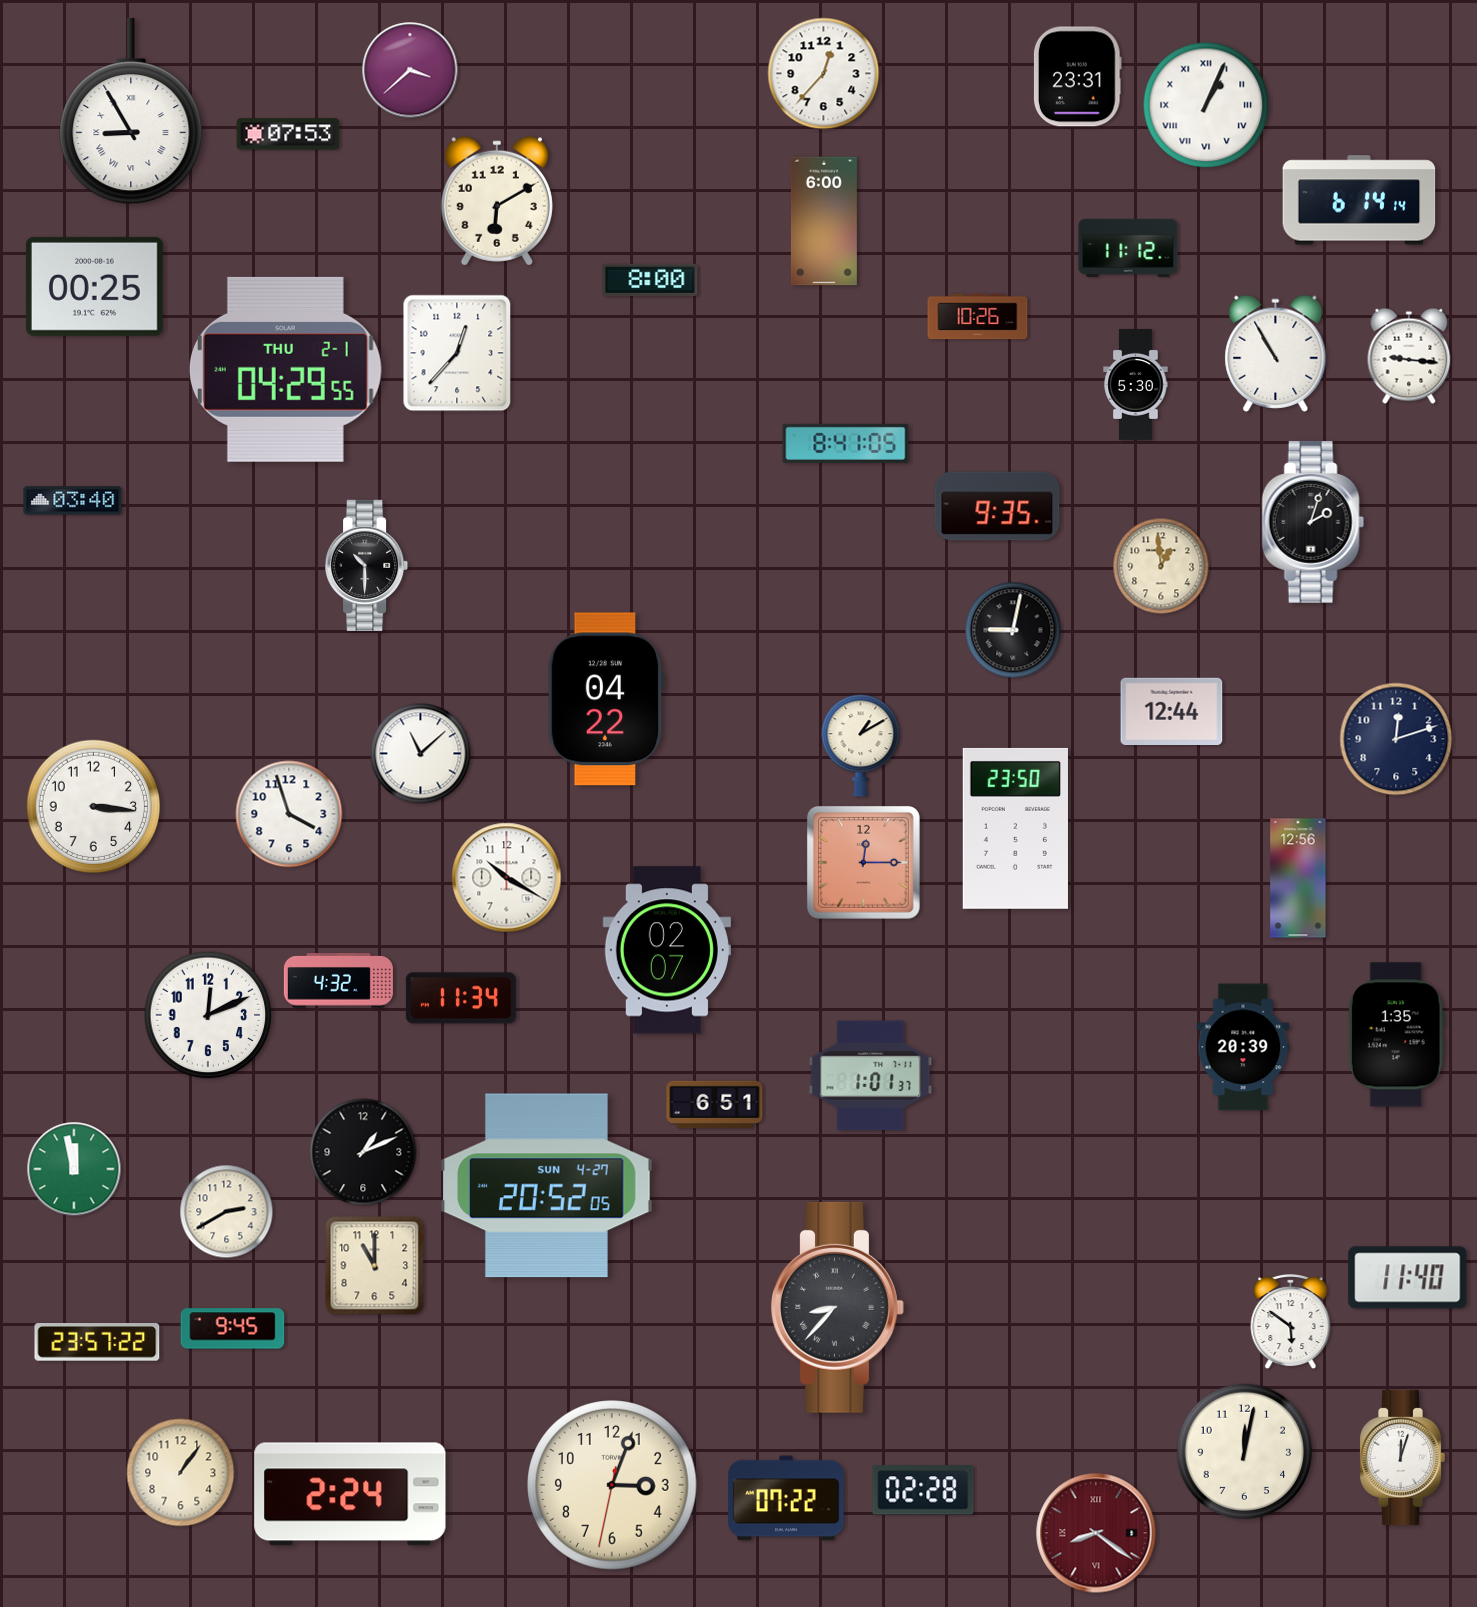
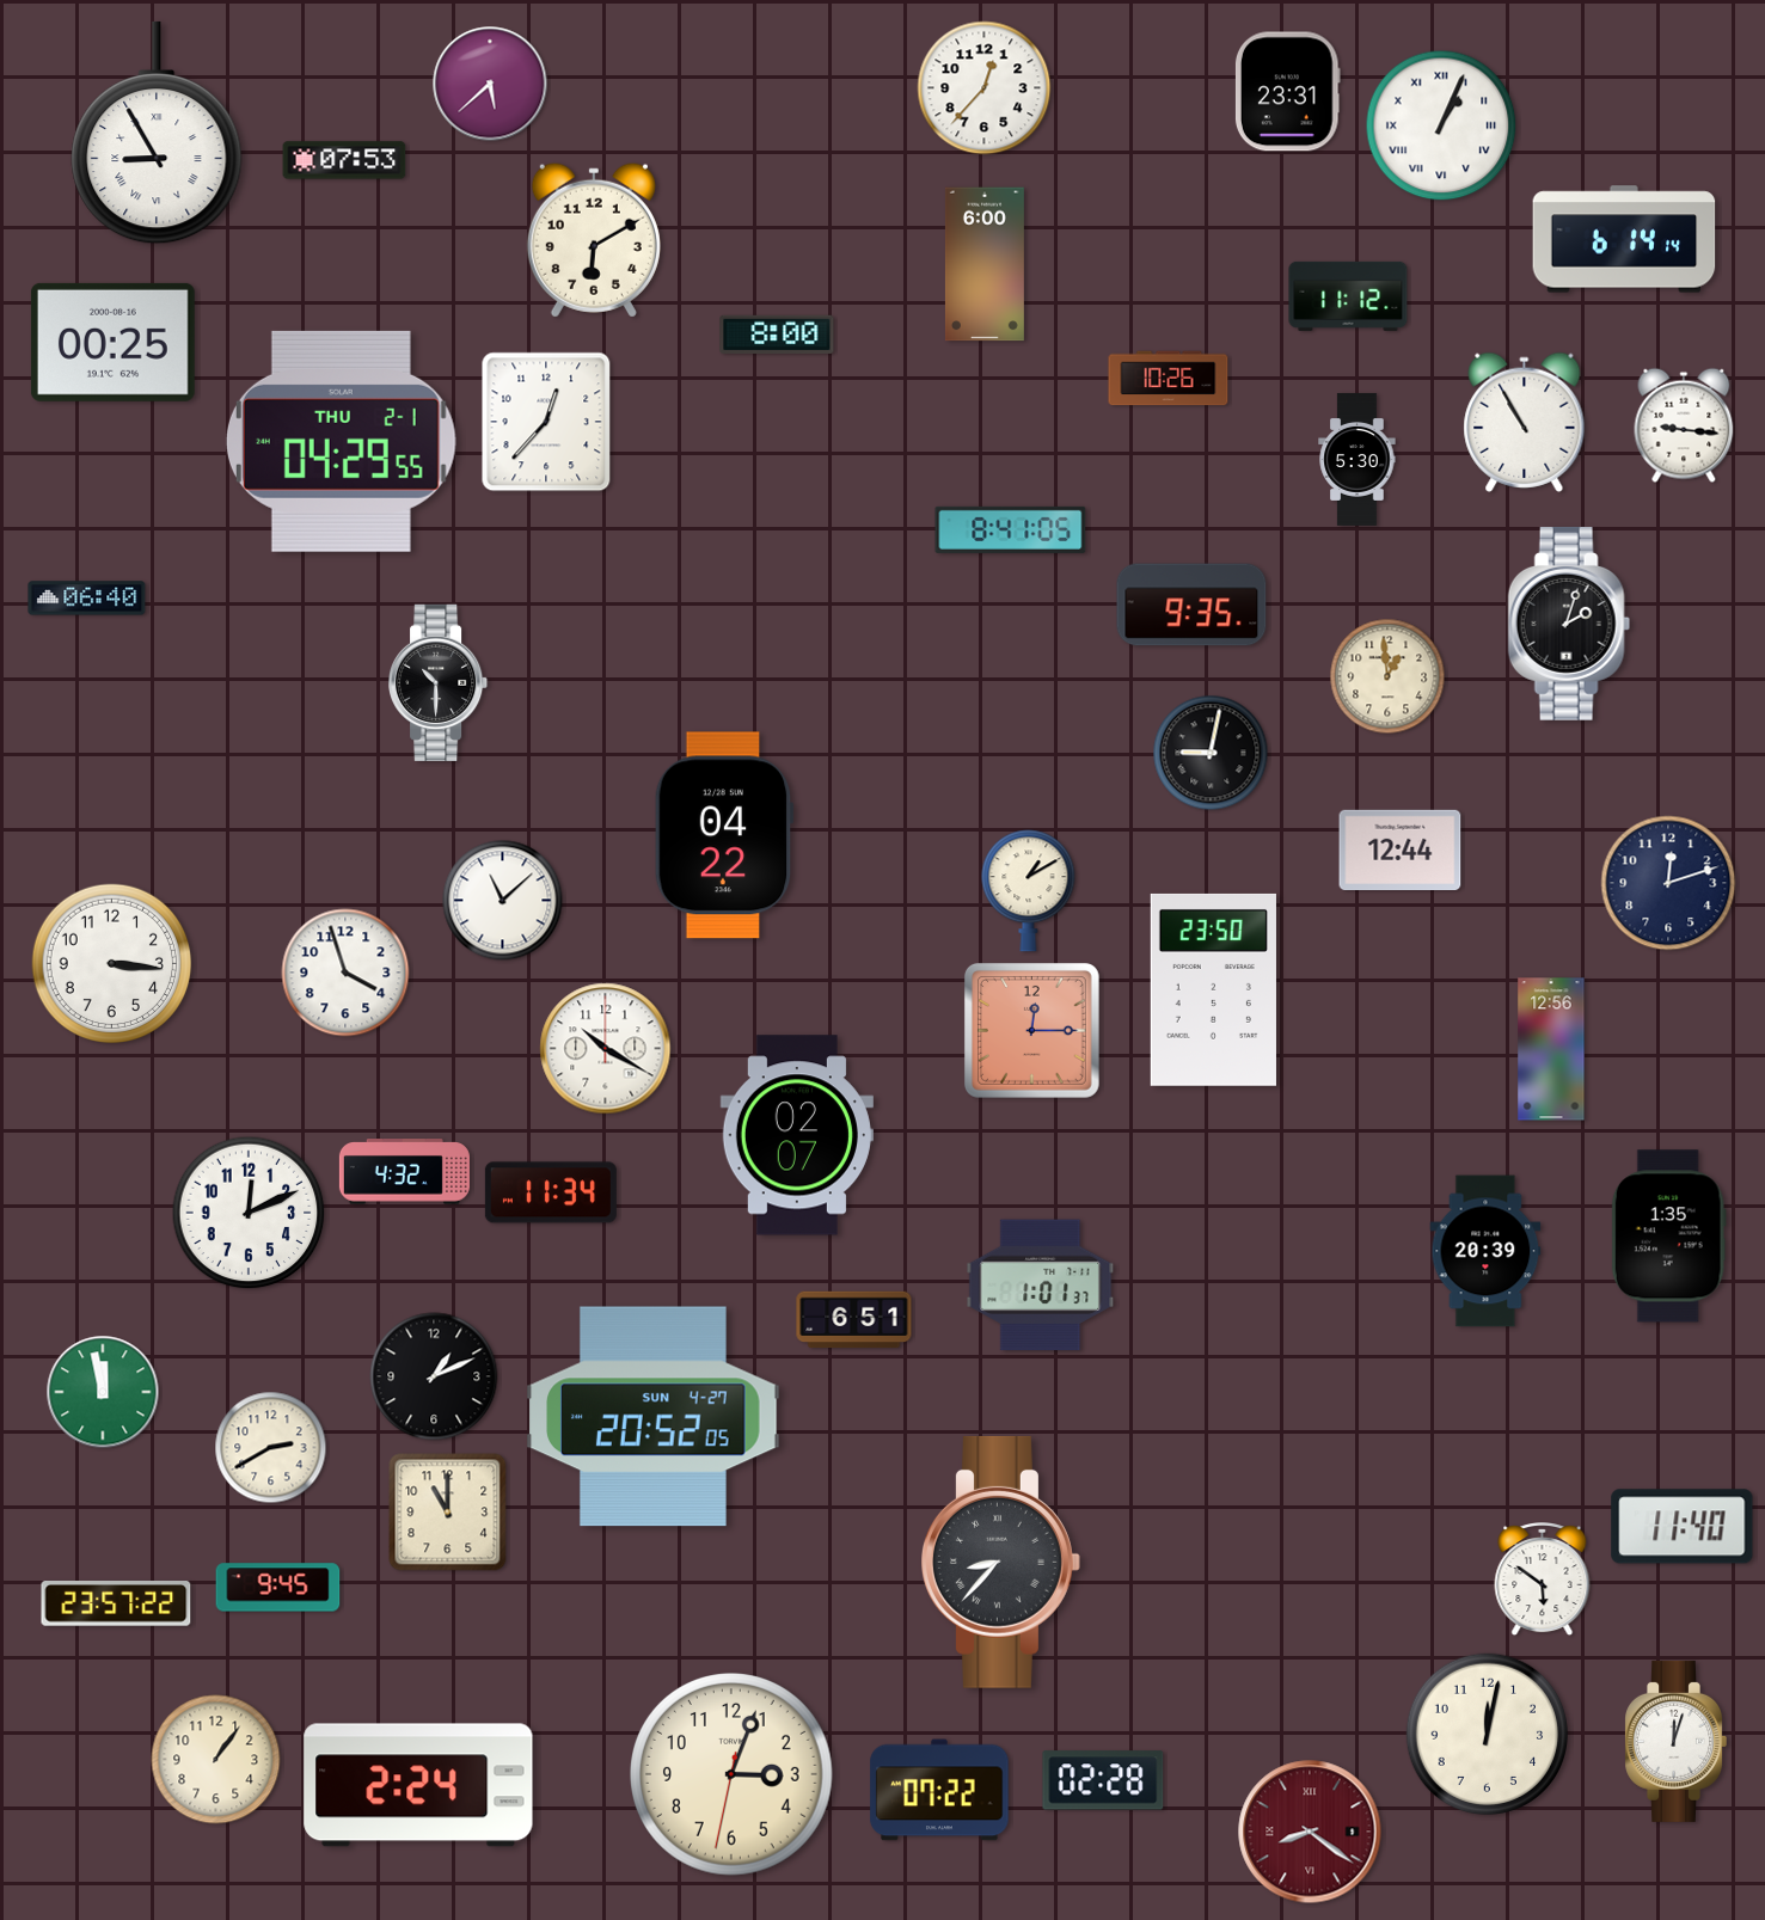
clock at (410, 70): 3:38 -> 5:38
clock at (73, 501): 03:40 -> 06:40
clock at (368, 565) position: (368, 565) -> (440, 682)
clock at (74, 1169) position: (74, 1169) -> (103, 1392)
